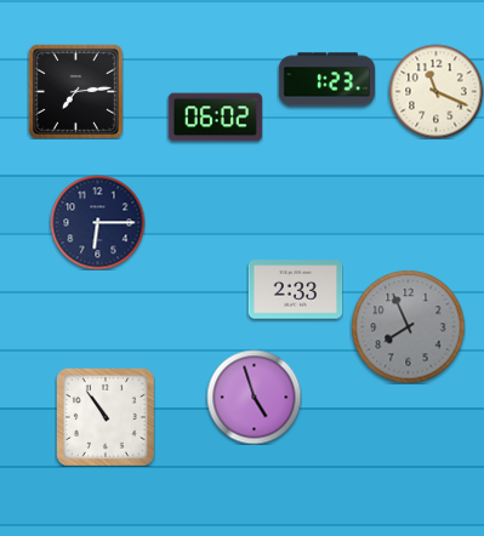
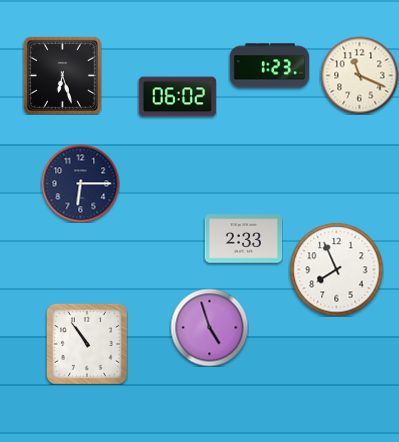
clock at (75, 91): 7:14 -> 6:27
clock at (408, 326) dial: grey -> white
